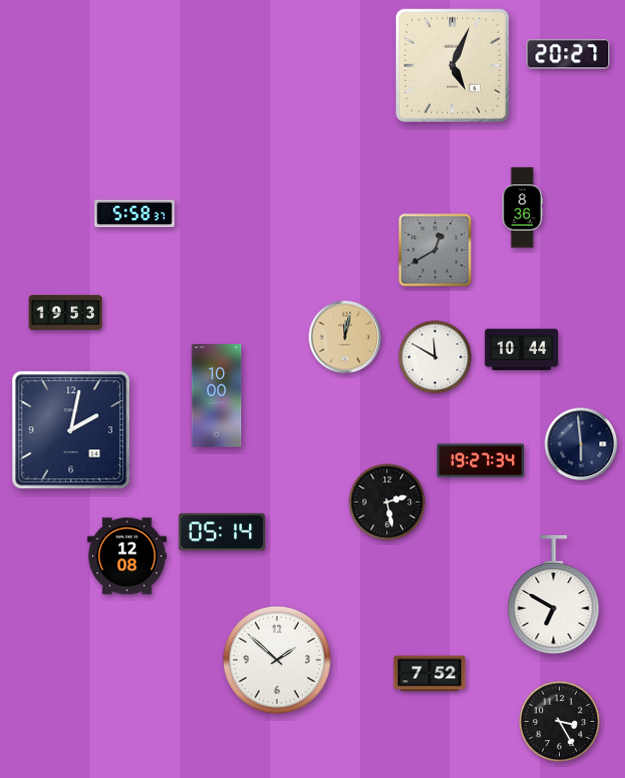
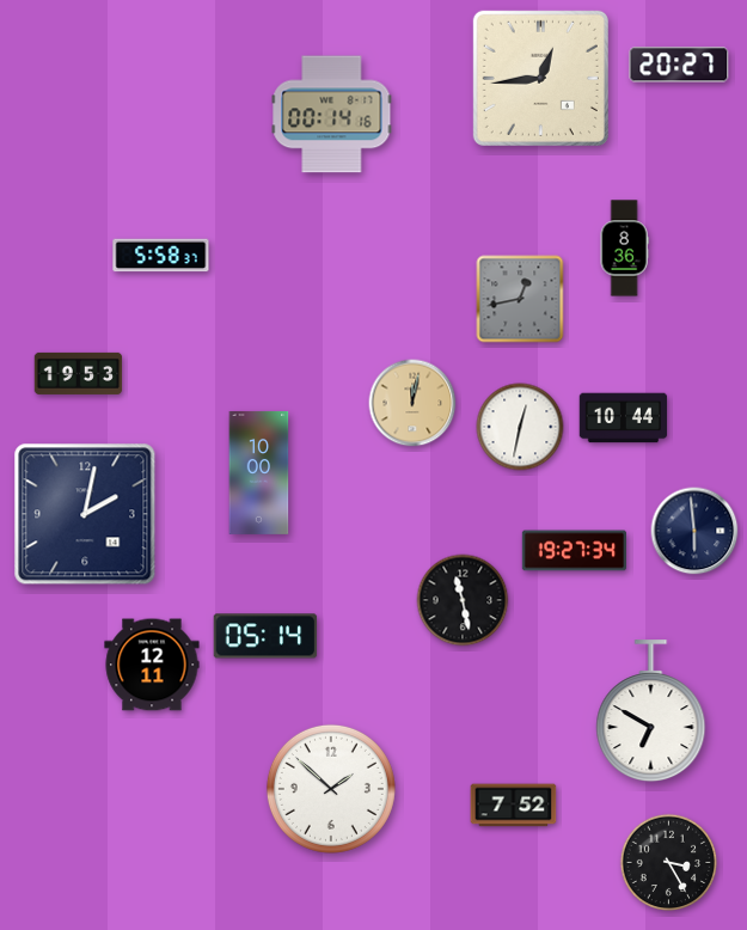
clock at (452, 65): 5:04 -> 12:44
clock at (332, 115): none -> 00:14
clock at (435, 250): 12:40 -> 12:43
clock at (435, 357): 11:50 -> 12:32
clock at (387, 502): 2:28 -> 11:28
clock at (127, 556): 12:08 -> 12:11
clock at (554, 595) position: (554, 595) -> (651, 711)
